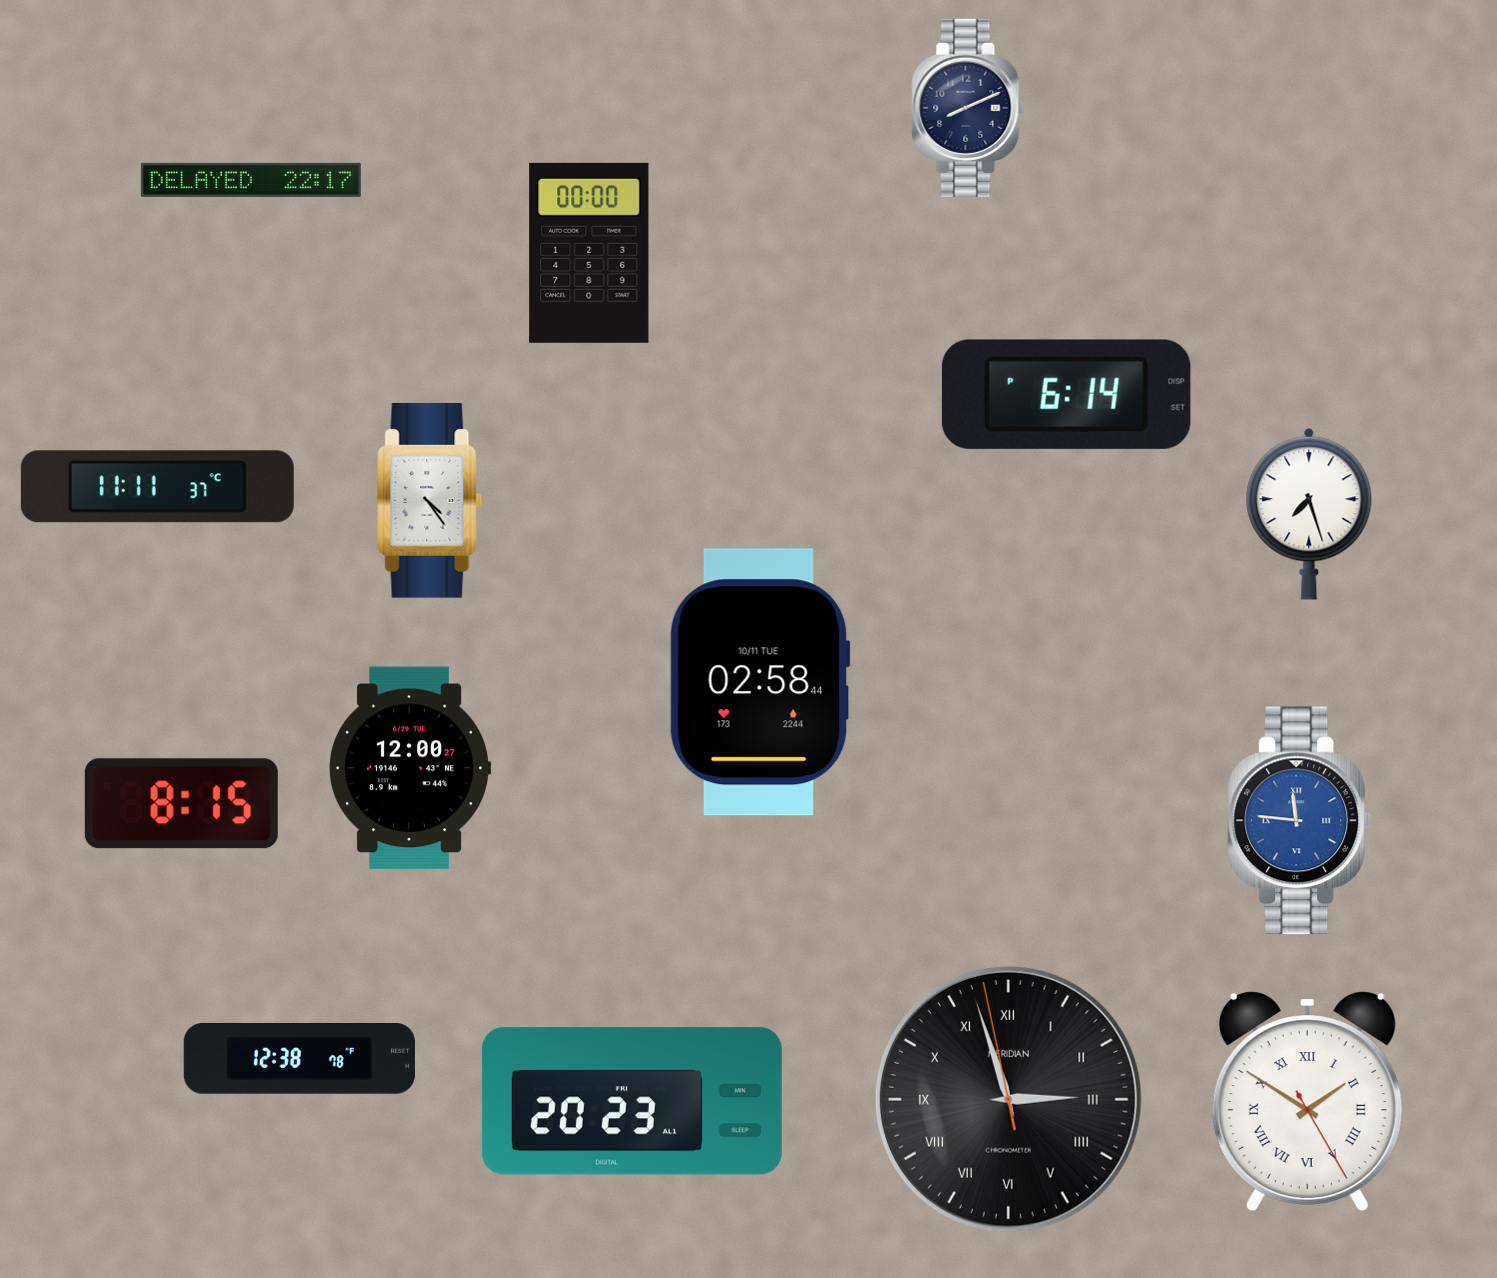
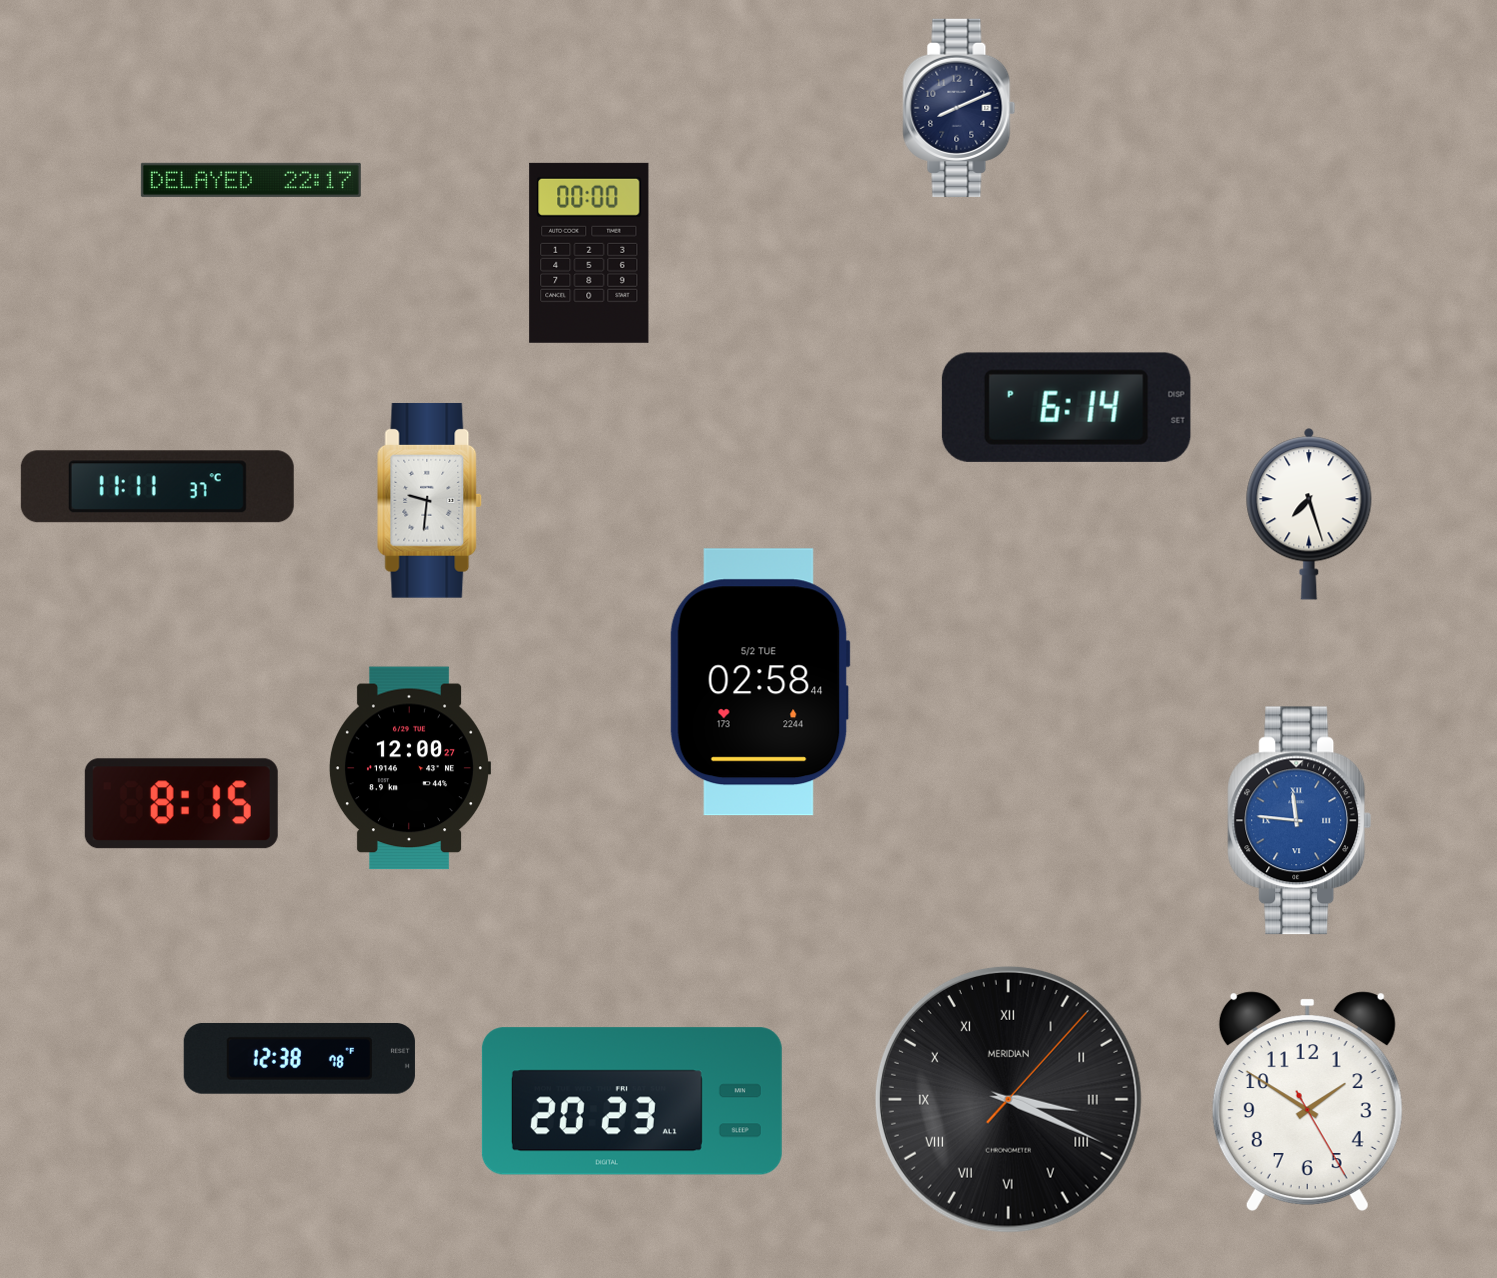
clock at (968, 108) position: (968, 108) -> (959, 108)
clock at (1066, 394) position: (1066, 394) -> (1066, 407)
clock at (429, 500): 4:24 -> 9:31
clock at (760, 682) date: 10/11 TUE -> 5/2 TUE
clock at (1008, 1099): 2:56 -> 3:19
clock at (1307, 1101) numerals: Roman -> Arabic
